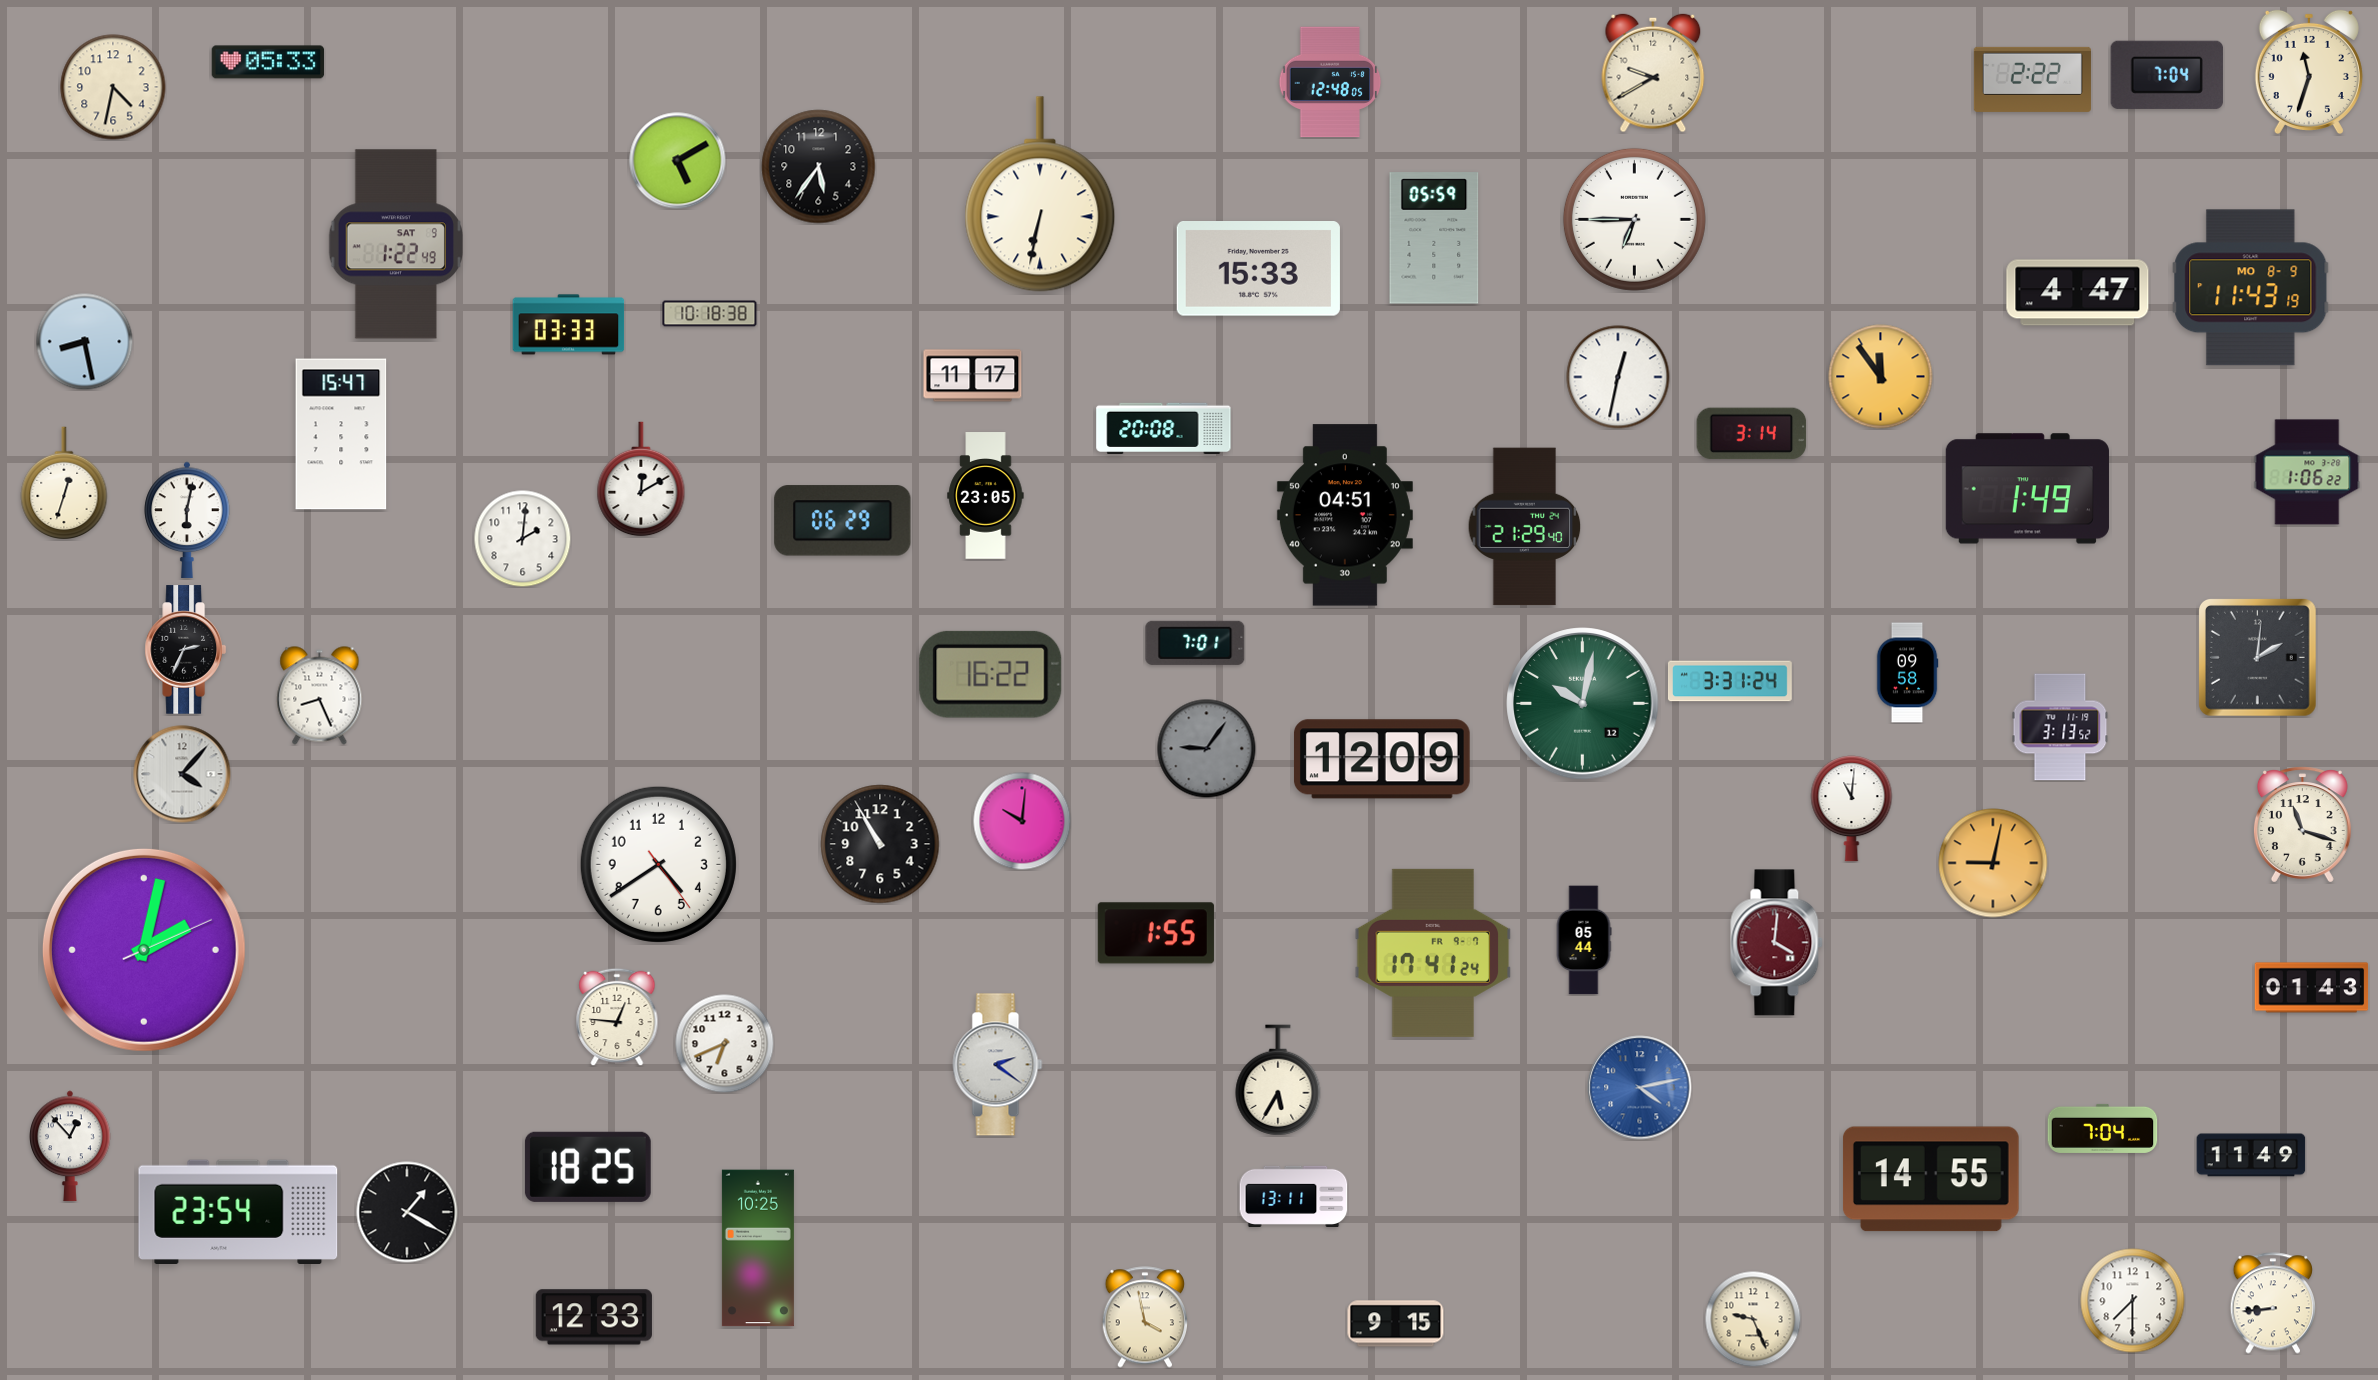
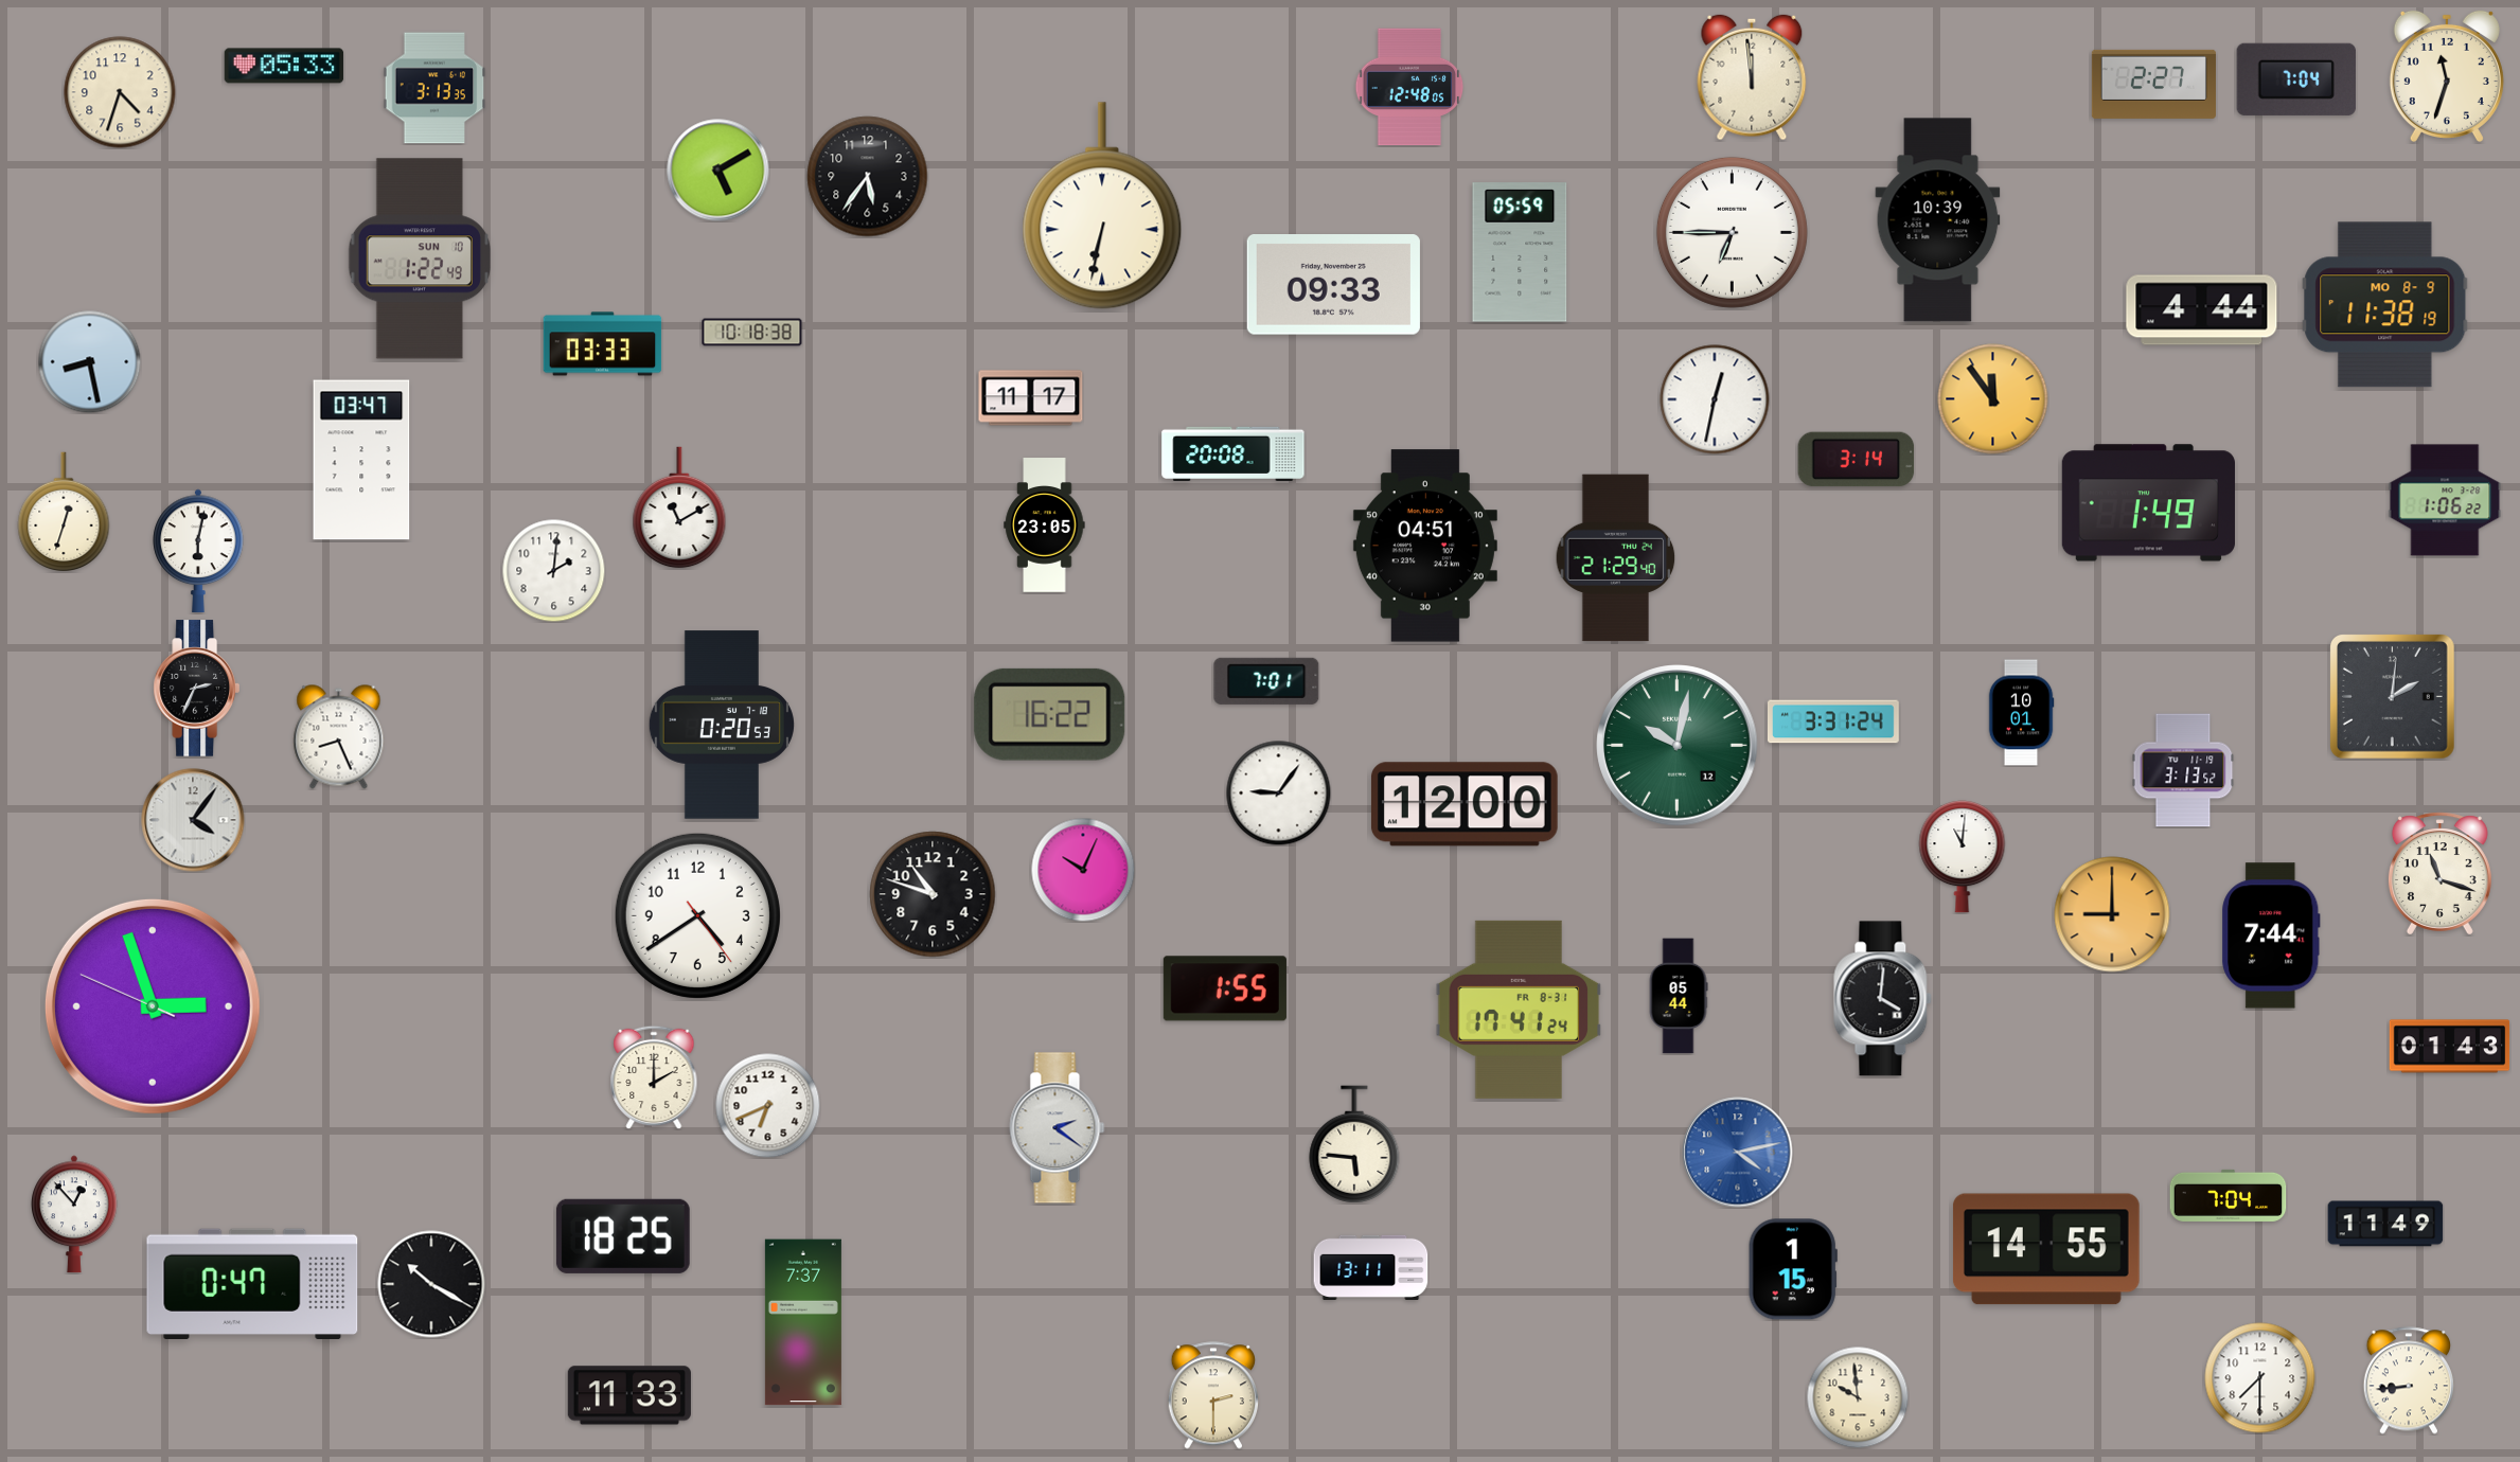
clock at (1653, 73): 9:40 -> 11:59
clock at (2032, 79): 2:22 -> 2:27
clock at (434, 88): none -> 3:13
clock at (113, 87): 4:32 -> 4:33
clock at (1938, 220): none -> 10:39
clock at (395, 244) date: SAT 9 -> SUN 10
clock at (1258, 269): 15:33 -> 09:33
clock at (2251, 288): 11:43 -> 11:38
clock at (2078, 293): 4:47 -> 4:44
clock at (341, 434): 15:47 -> 03:47
clock at (641, 479): 12:10 -> 11:10
clock at (64, 483) position: (64, 483) -> (64, 512)
clock at (2027, 489) position: (2027, 489) -> (2148, 503)
clock at (843, 521): 06:29 -> none
clock at (1907, 673): 09:58 -> 10:01
clock at (722, 725): none -> 0:20
clock at (1207, 749) dial: grey -> white
clock at (1382, 759): 12:09 -> 12:00
clock at (182, 774): 4:07 -> 4:06
clock at (1022, 821): 10:01 -> 10:04
clock at (880, 844): 10:55 -> 10:48
clock at (1993, 863): 9:02 -> 9:00
clock at (2271, 935): none -> 7:44
clock at (1777, 943) dial: burgundy -> black
clock at (144, 950): 2:02 -> 2:56
clock at (1433, 953) date: FR 9-7 -> FR 8-31
clock at (617, 1017): 12:46 -> 2:00
clock at (1278, 1080): 5:35 -> 5:46
clock at (1793, 1269): none -> 1:15
clock at (238, 1211): 23:54 -> 0:47
clock at (407, 1212): 1:20 -> 10:20
clock at (758, 1248): 10:25 -> 7:37
clock at (594, 1317): 12:33 -> 11:33
clock at (1144, 1317): 3:58 -> 2:30
clock at (1753, 1319): 9:26 -> 9:59
clock at (1396, 1324): 9:15 -> none
